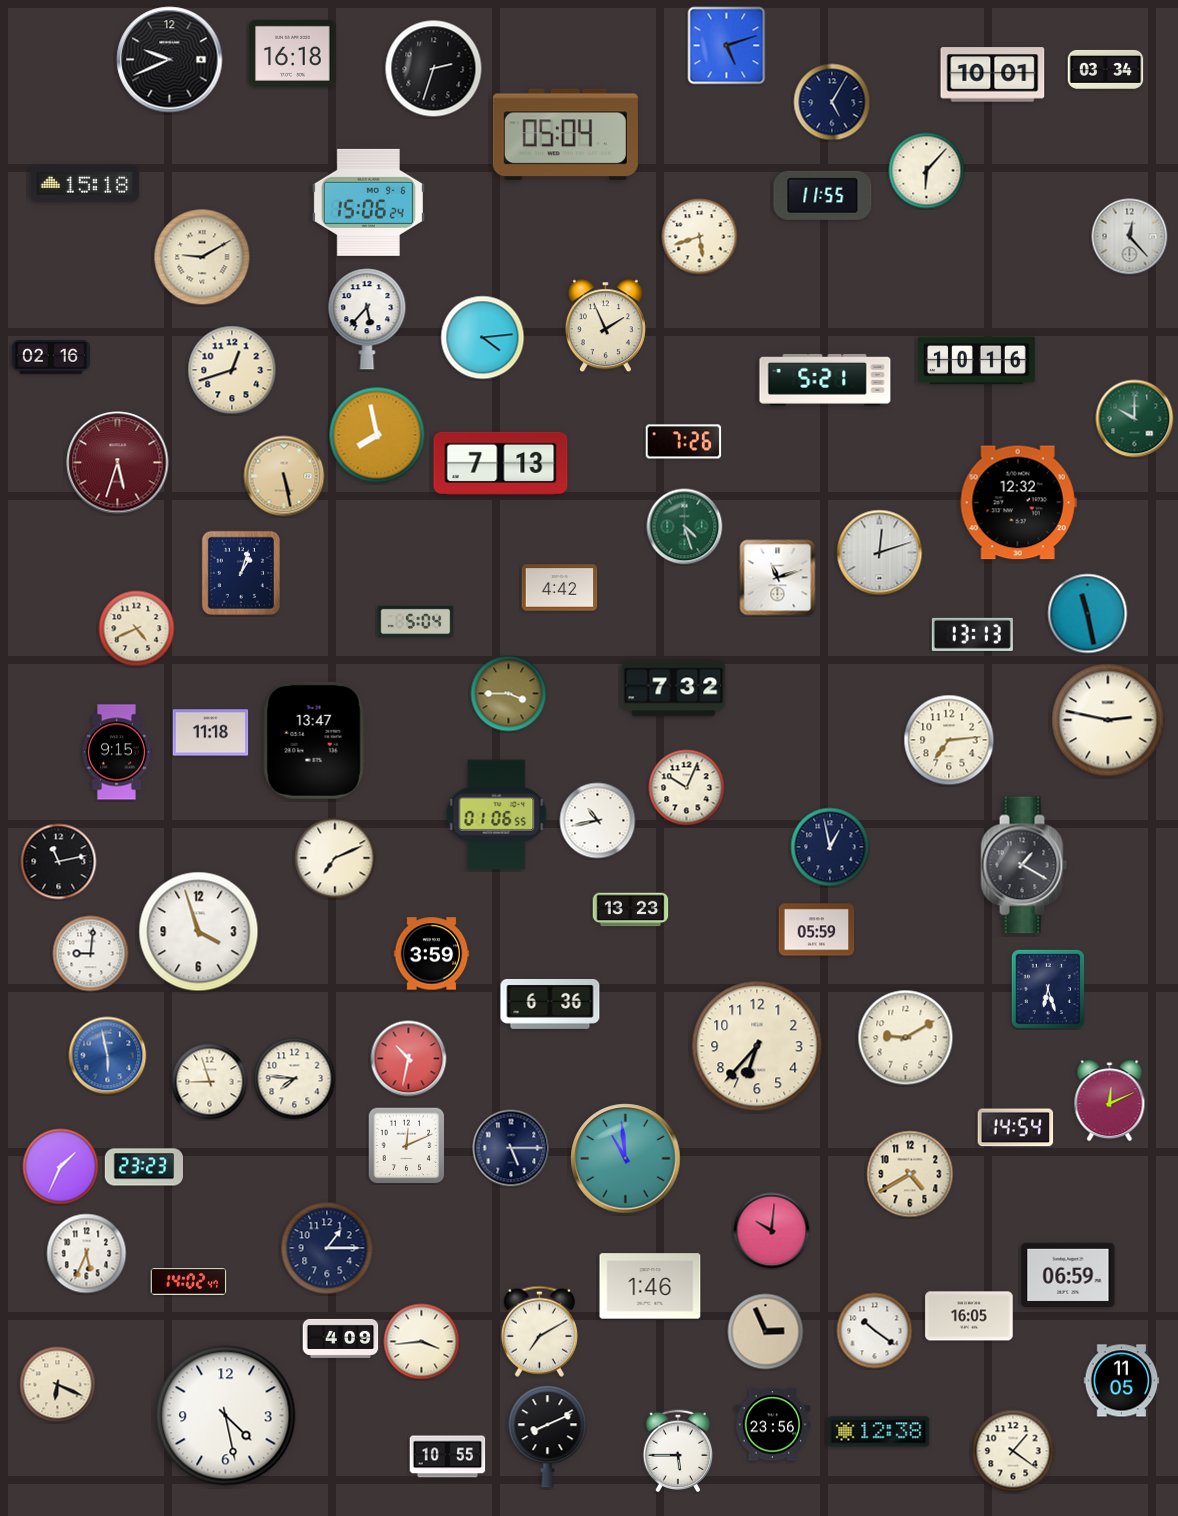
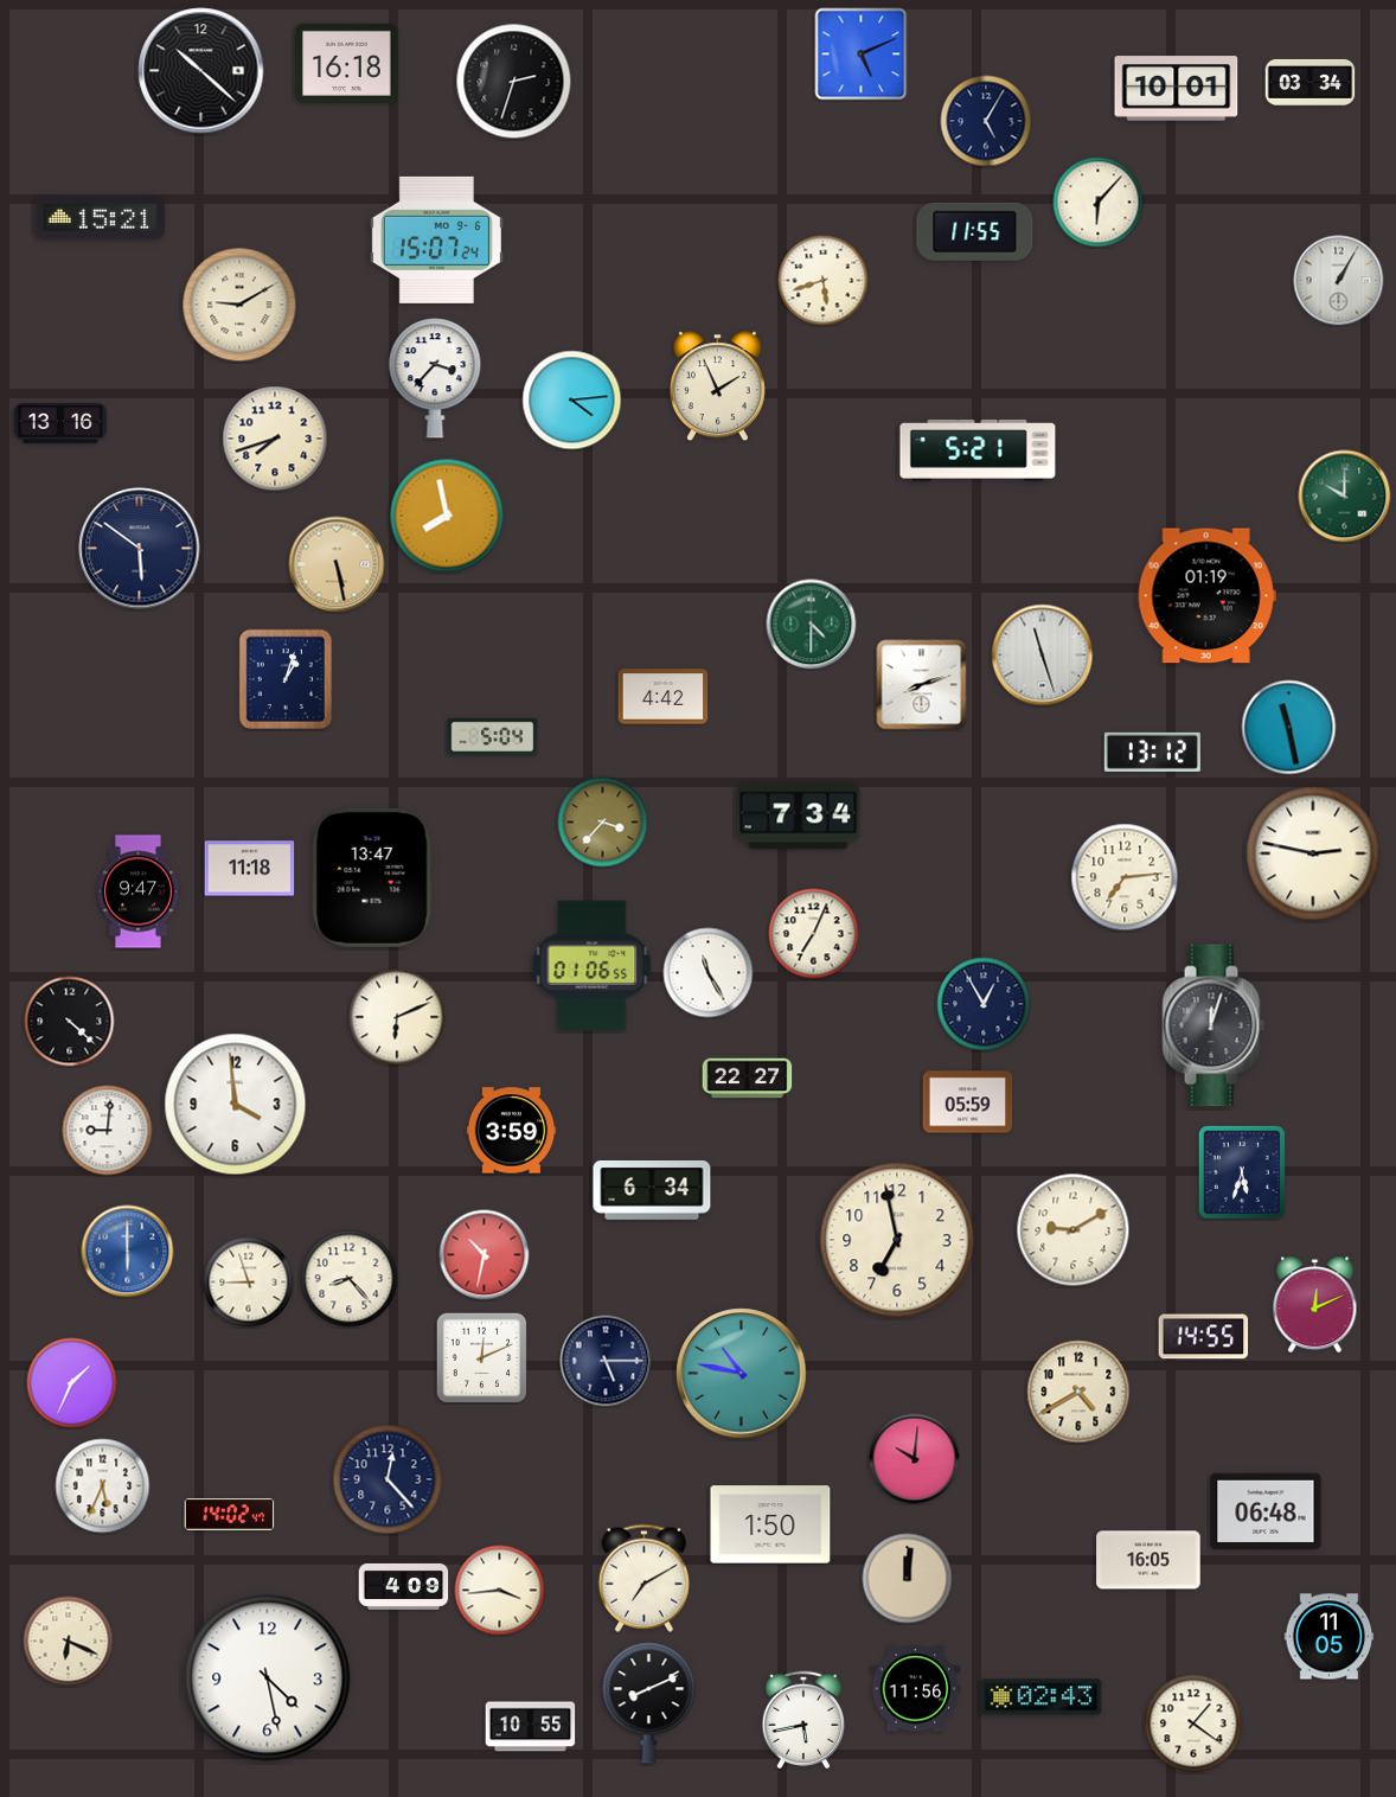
clock at (727, 46): 5:12 -> 5:11
clock at (170, 60): 9:41 -> 10:22
clock at (565, 135): 05:04 -> none
clock at (85, 184): 15:18 -> 15:21
clock at (368, 202): 15:06 -> 15:07
clock at (700, 237) position: (700, 237) -> (824, 281)
clock at (1130, 237): 12:23 -> 1:05
clock at (367, 319): 5:37 -> 3:37
clock at (50, 357): 02:16 -> 13:16
clock at (977, 361): 10:16 -> none
clock at (232, 370): 12:42 -> 7:42
clock at (684, 442): 7:26 -> none
clock at (118, 463): 5:33 -> 5:51
clock at (118, 463) dial: burgundy -> navy
clock at (501, 463): 7:13 -> none
clock at (1018, 503): 12:32 -> 01:19
clock at (685, 527): 4:27 -> 4:30
clock at (880, 553): 12:12 -> 11:27
clock at (778, 578): 11:12 -> 8:12
clock at (137, 629): 4:41 -> none
clock at (972, 634): 13:13 -> 13:12
clock at (674, 689): 7:32 -> 7:34
clock at (509, 694): 3:45 -> 3:37
clock at (117, 752): 9:15 -> 9:47
clock at (687, 788): 10:04 -> 7:04
clock at (497, 815) position: (497, 815) -> (593, 966)
clock at (598, 821): 10:43 -> 11:25
clock at (830, 847): 12:58 -> 12:55
clock at (335, 858): 7:11 -> 6:11
clock at (59, 862): 11:13 -> 4:22
clock at (1024, 865): 1:20 -> 12:03
clock at (631, 910): 13:23 -> 22:27
clock at (199, 932): 3:57 -> 3:59
clock at (1047, 988): 6:27 -> 5:33
clock at (550, 1004): 6:36 -> 6:34
clock at (757, 1046): 6:37 -> 6:58
clock at (108, 1056): 5:58 -> 6:00
clock at (295, 1079): 7:46 -> 8:23
clock at (1016, 1128): 14:54 -> 14:55
clock at (626, 1159): 10:59 -> 10:47
clock at (143, 1167): 23:23 -> none
clock at (327, 1248): 1:15 -> 12:23
clock at (1068, 1275): 06:59 -> 06:48
clock at (189, 1282) position: (189, 1282) -> (230, 1515)
clock at (650, 1286): 1:46 -> 1:50
clock at (539, 1331) position: (539, 1331) -> (643, 1578)
clock at (875, 1331): 10:21 -> none
clock at (766, 1332): 2:56 -> 12:01
clock at (773, 1425): 23:56 -> 11:56
clock at (879, 1432): 12:38 -> 02:43
clock at (678, 1451): 5:45 -> 5:43
clock at (1013, 1451) position: (1013, 1451) -> (1193, 1724)
